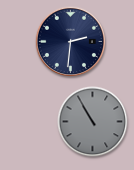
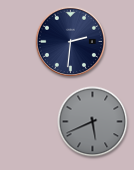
clock at (93, 122): 10:55 -> 5:41
